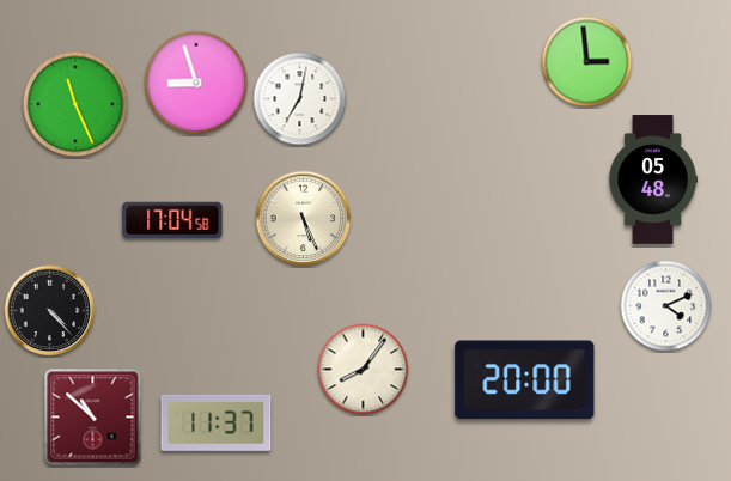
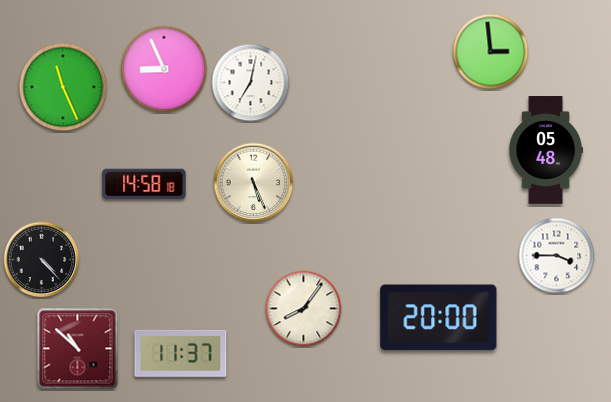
clock at (196, 83): 8:57 -> 8:56
clock at (172, 220): 17:04 -> 14:58
clock at (666, 306): 4:11 -> 3:45
